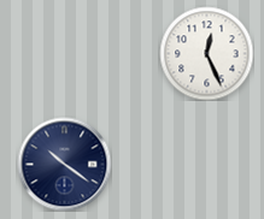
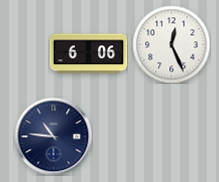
clock at (88, 54): none -> 6:06
clock at (64, 164): 10:21 -> 10:46
